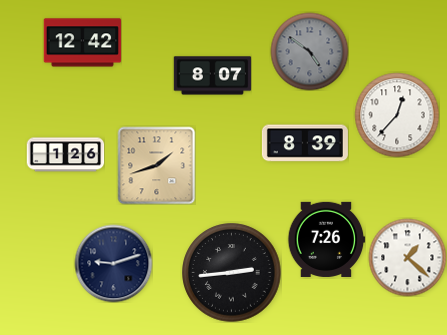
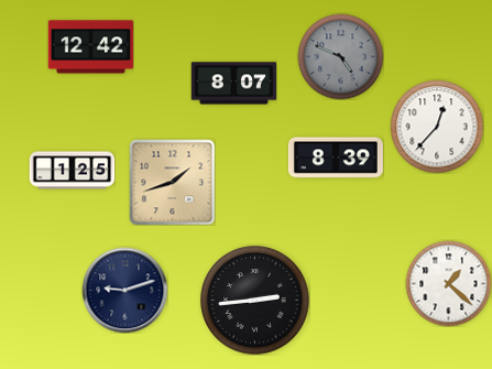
clock at (309, 51): 4:51 -> 4:49
clock at (65, 155): 1:26 -> 1:25
clock at (326, 239): 7:26 -> none
